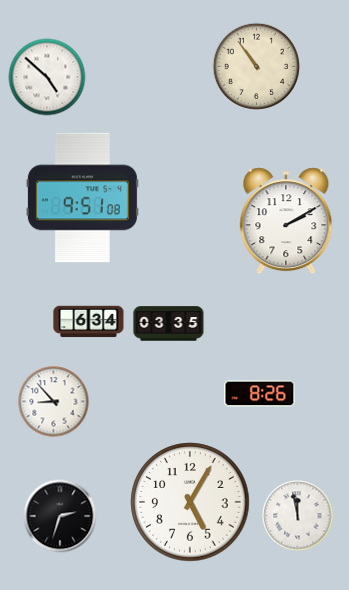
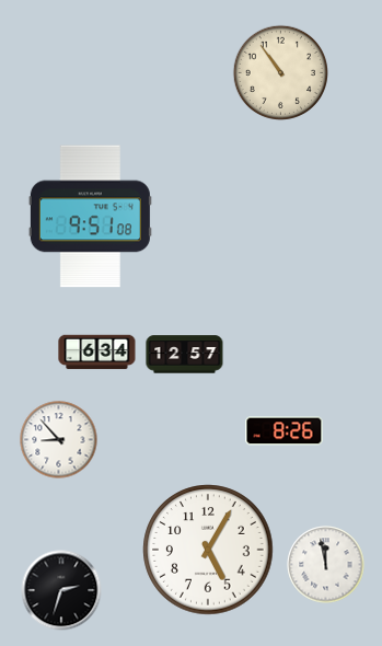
clock at (47, 77): 4:52 -> none
clock at (286, 221): 2:10 -> none
clock at (169, 324): 03:35 -> 12:57
clock at (60, 516) position: (60, 516) -> (61, 590)
